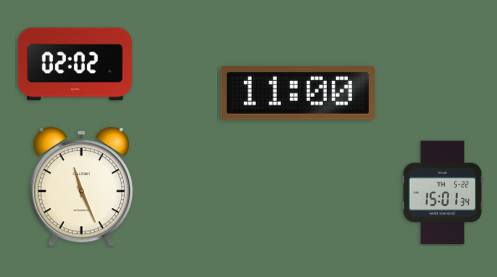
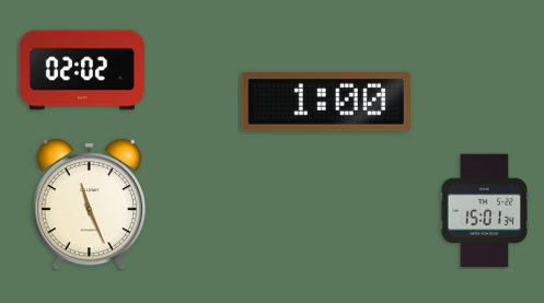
clock at (298, 94): 11:00 -> 1:00
